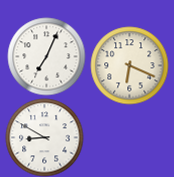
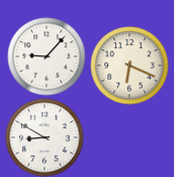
clock at (46, 56): 7:04 -> 9:07
